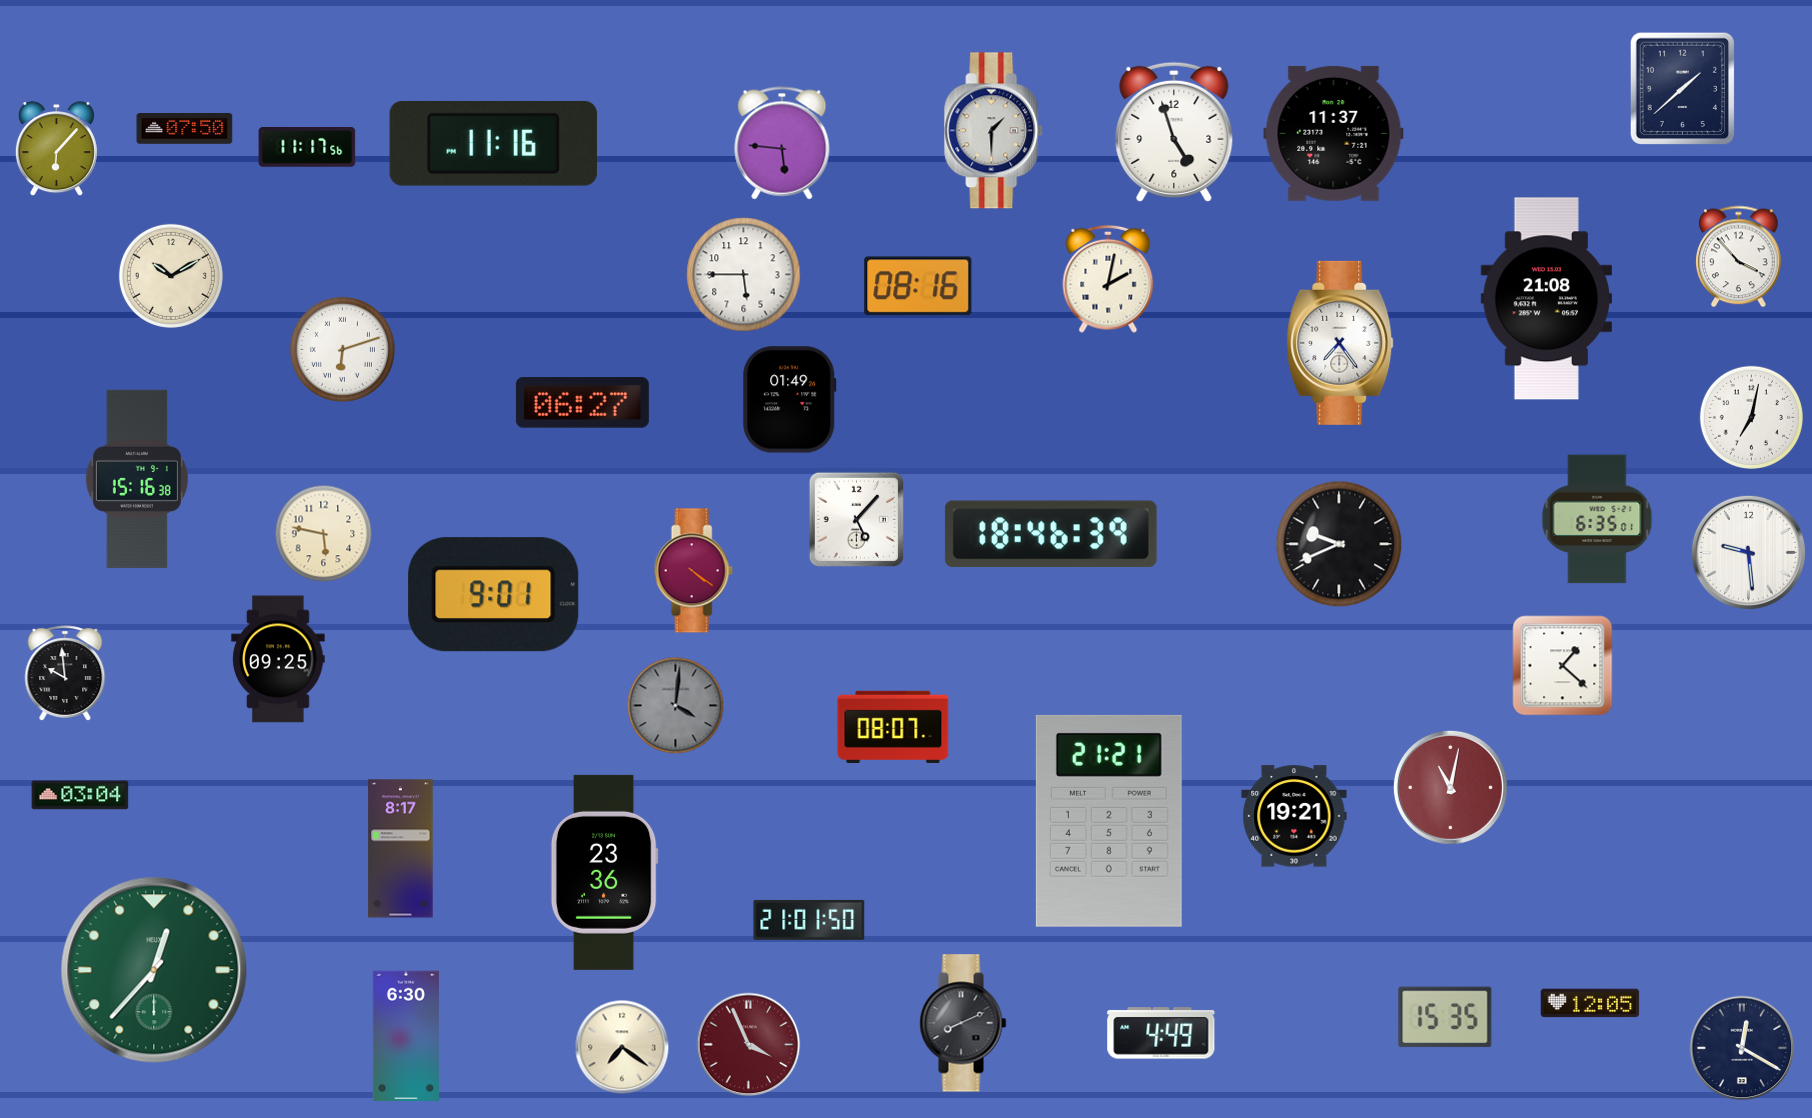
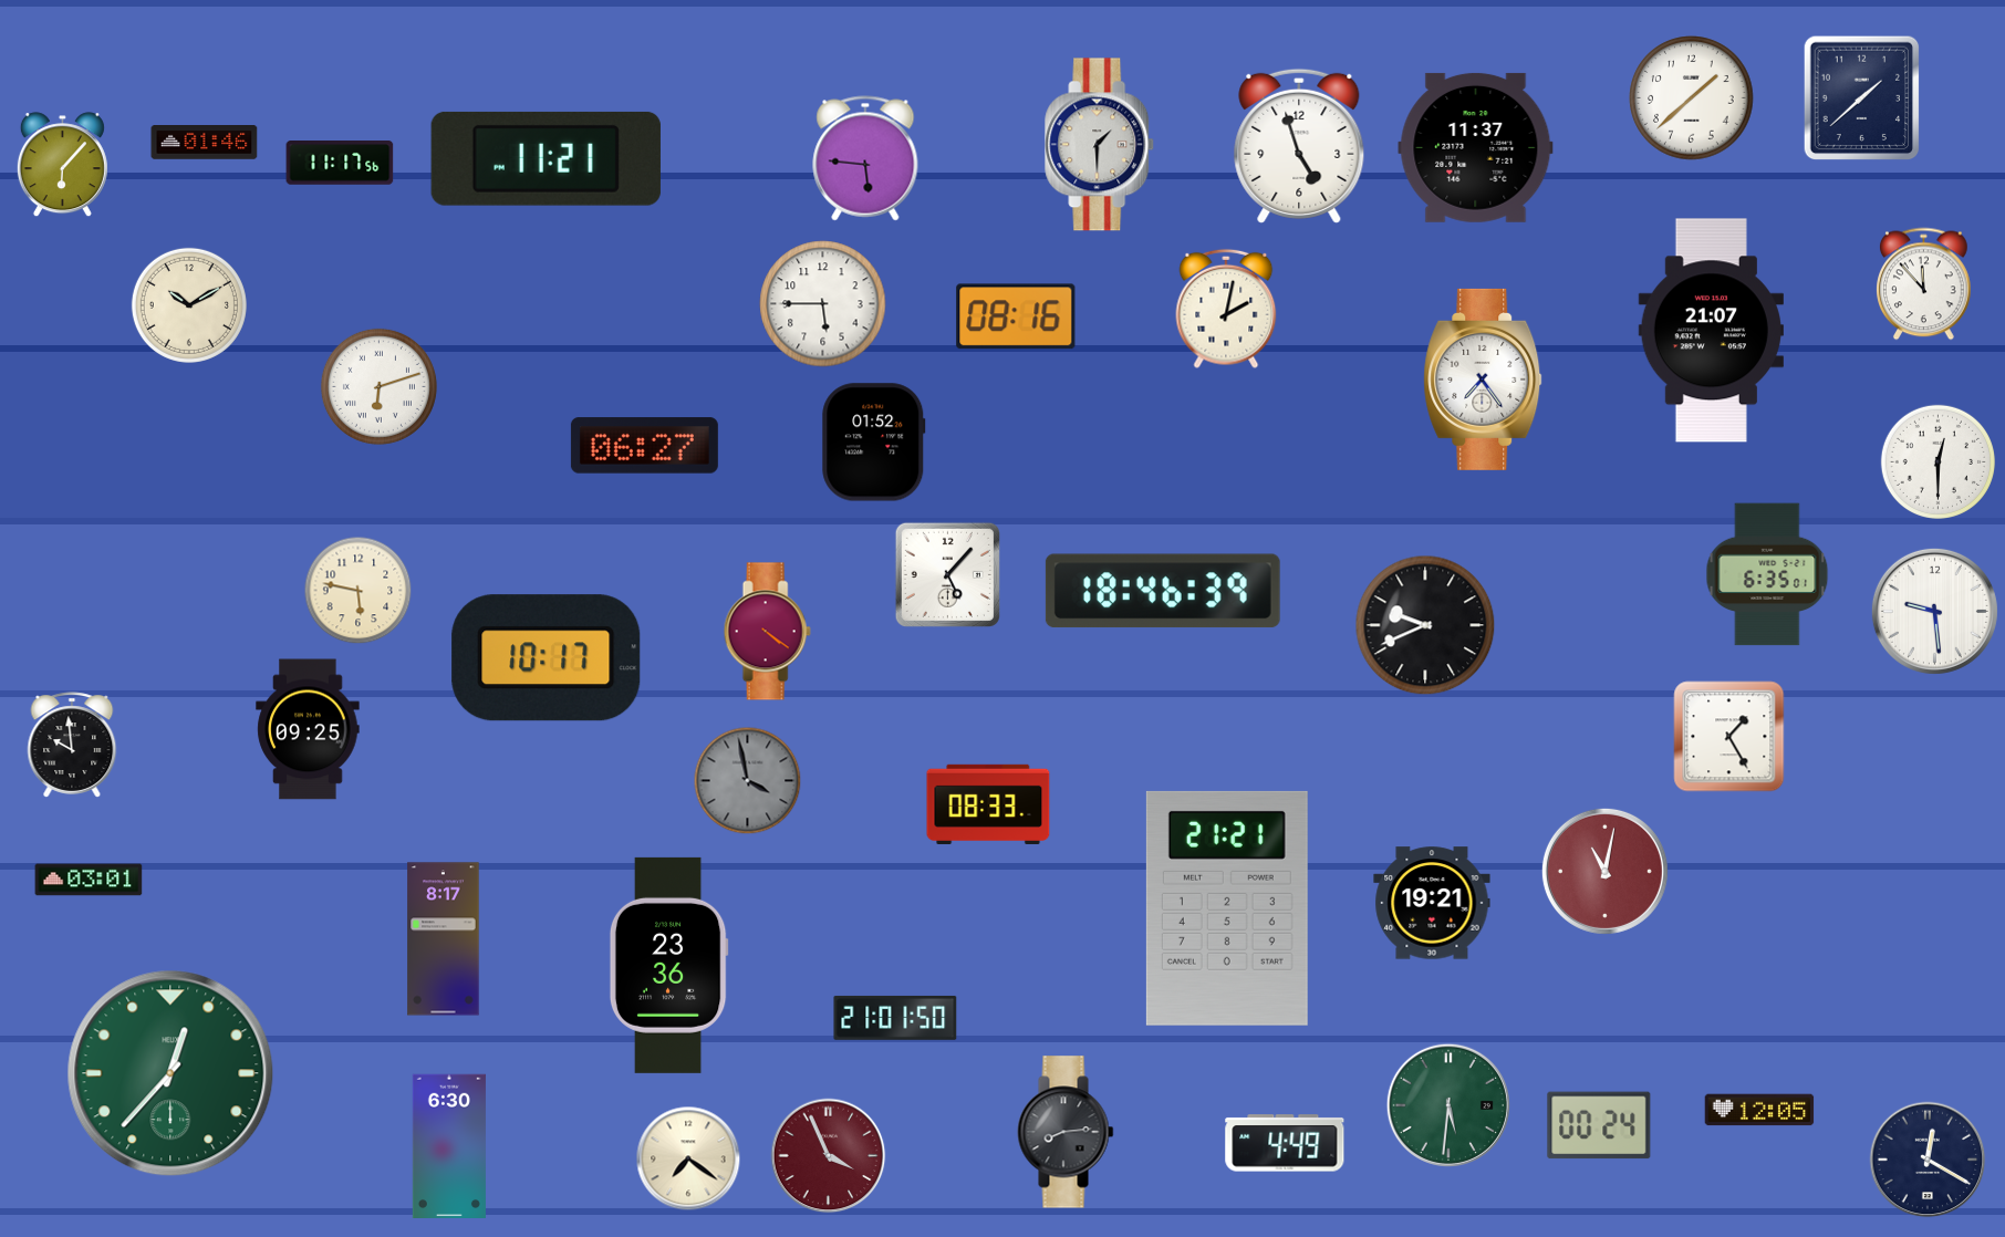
clock at (1692, 98): none -> 1:38
clock at (185, 129): 07:50 -> 01:46
clock at (493, 143): 11:16 -> 11:21
clock at (1739, 257): 3:53 -> 11:53
clock at (1546, 299): 21:08 -> 21:07
clock at (790, 400): 01:49 -> 01:52
clock at (1751, 417): 7:02 -> 12:30
clock at (137, 479): 15:16 -> none
clock at (1339, 544) position: (1339, 544) -> (1425, 625)
clock at (494, 595): 9:01 -> 10:17
clock at (1563, 666): 1:22 -> 1:25
clock at (676, 706): 4:01 -> 3:58
clock at (893, 727): 08:07 -> 08:33
clock at (80, 795): 03:04 -> 03:01
clock at (1448, 1105): none -> 5:31
clock at (1445, 1017): 15:35 -> 00:24
clock at (963, 1023): 8:11 -> 8:14
